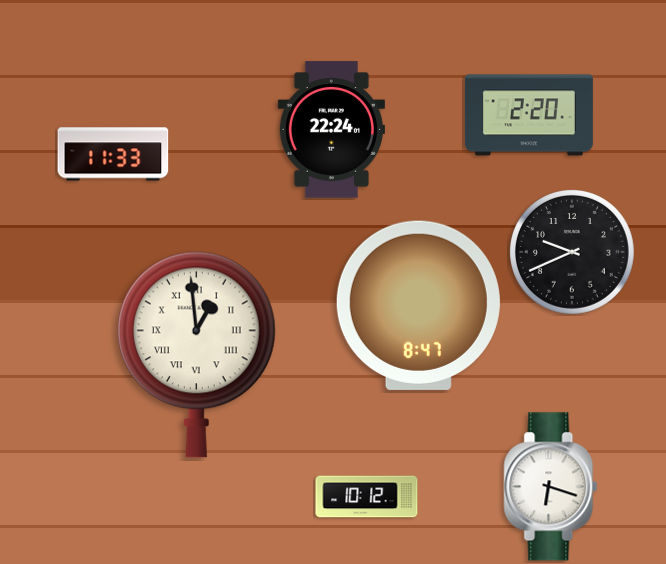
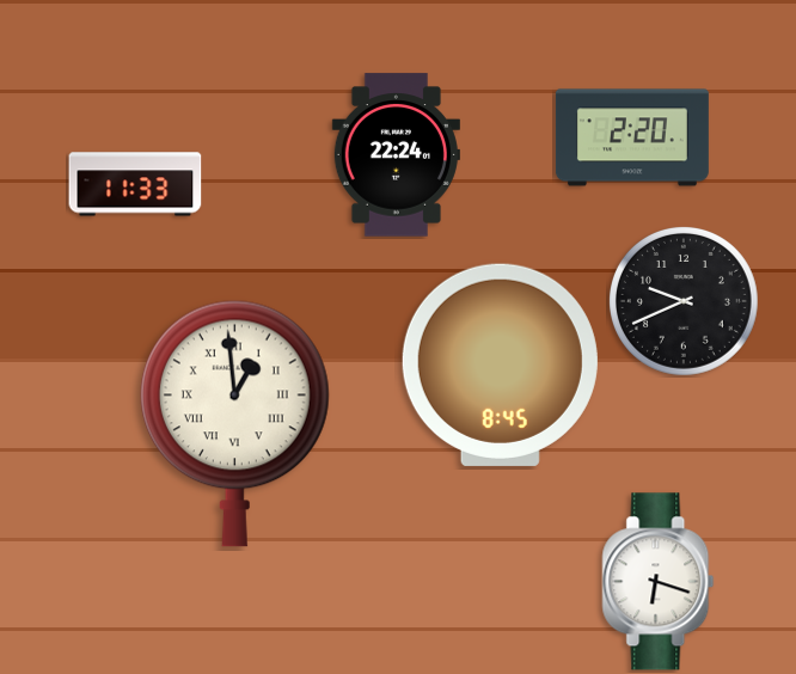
clock at (418, 305): 8:47 -> 8:45
clock at (367, 497): 10:12 -> none
